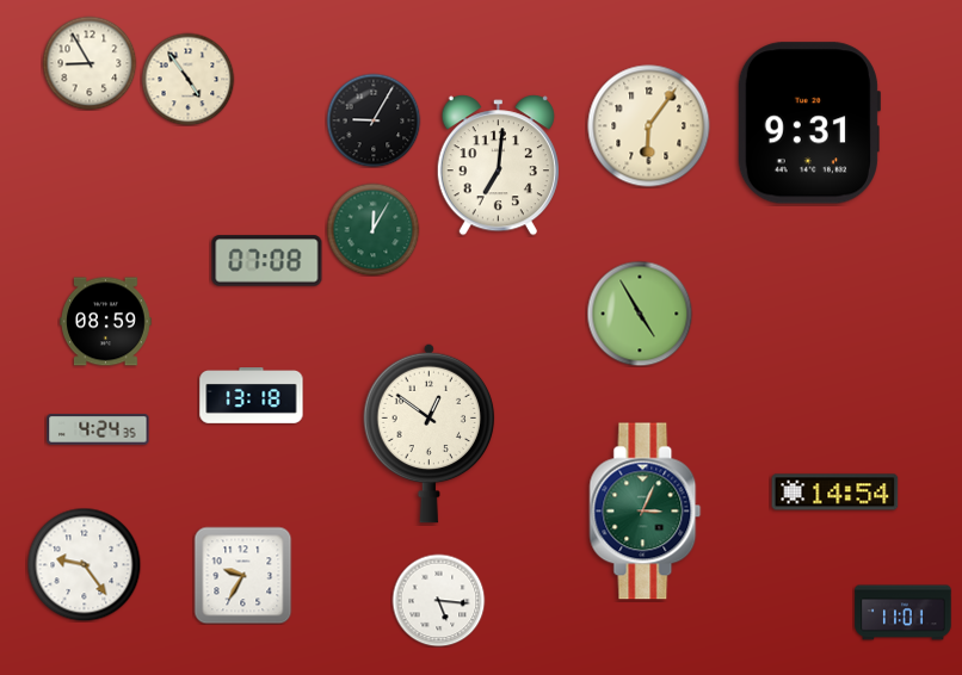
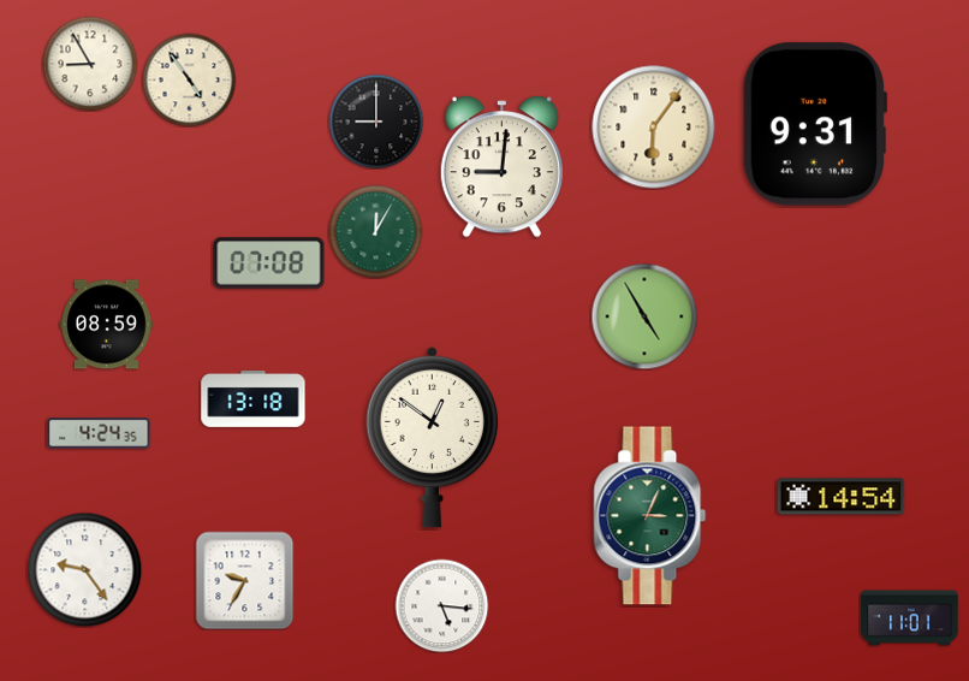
clock at (374, 120): 9:05 -> 9:00
clock at (498, 166): 7:01 -> 9:01
